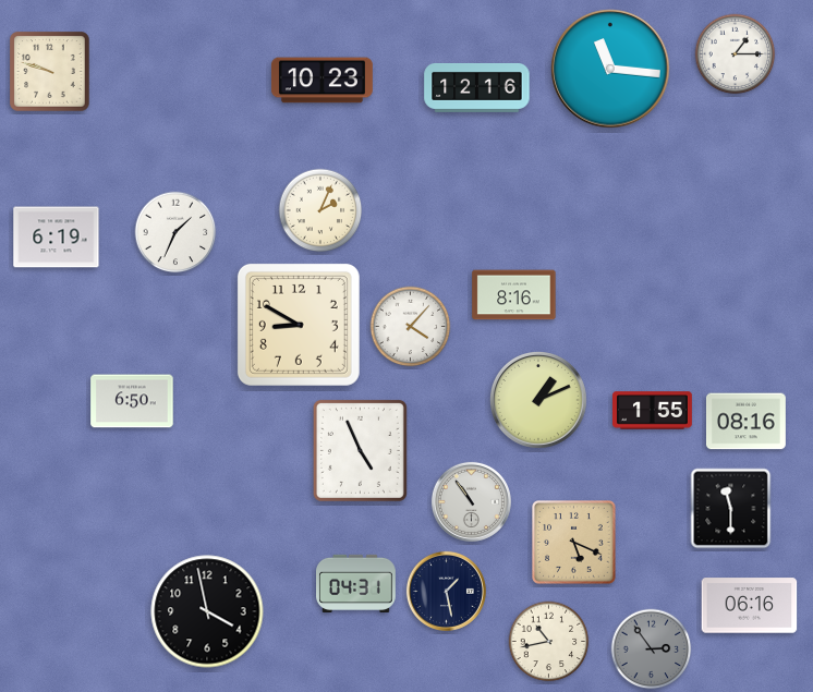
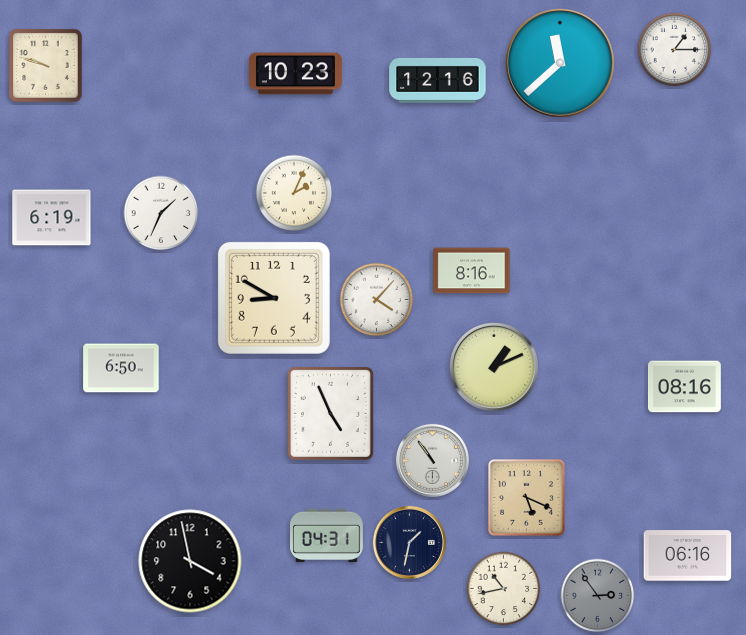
clock at (610, 69): 11:16 -> 11:38
clock at (653, 411): 1:55 -> none
clock at (731, 509): 11:30 -> none
clock at (446, 591): 1:28 -> 1:32
